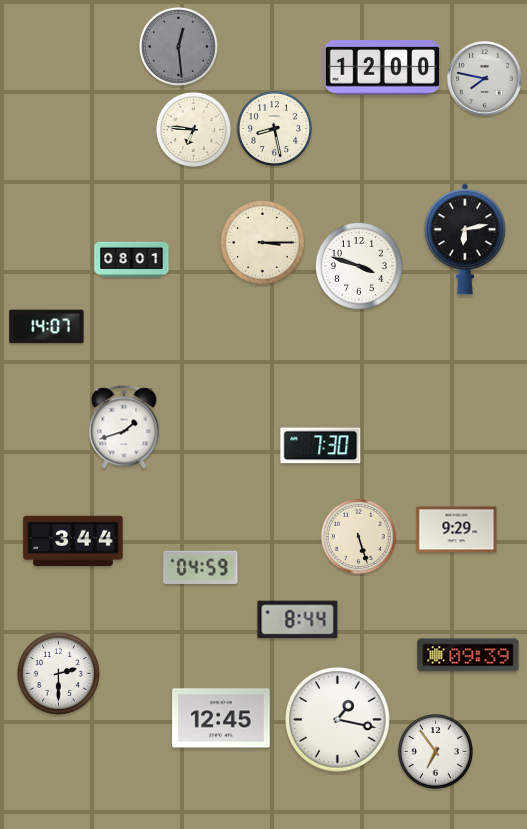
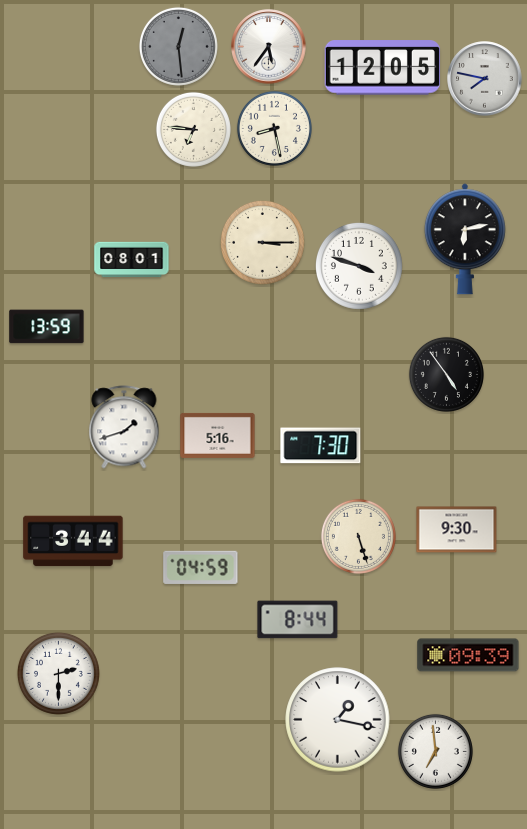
clock at (269, 47): none -> 5:36
clock at (383, 68): 12:00 -> 12:05
clock at (47, 327): 14:07 -> 13:59
clock at (446, 374): none -> 4:54
clock at (218, 435): none -> 5:16
clock at (457, 530): 9:29 -> 9:30
clock at (221, 718): 12:45 -> none
clock at (435, 751): 6:54 -> 6:59
